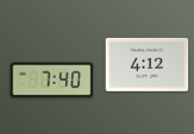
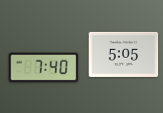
clock at (148, 64): 4:12 -> 5:05
